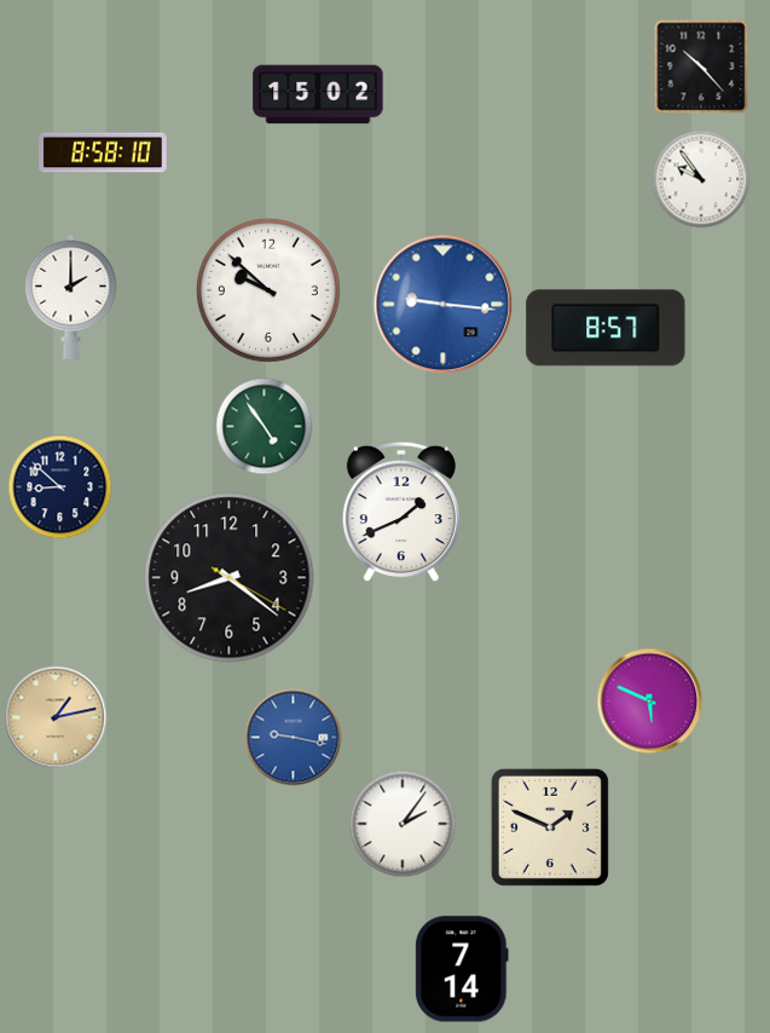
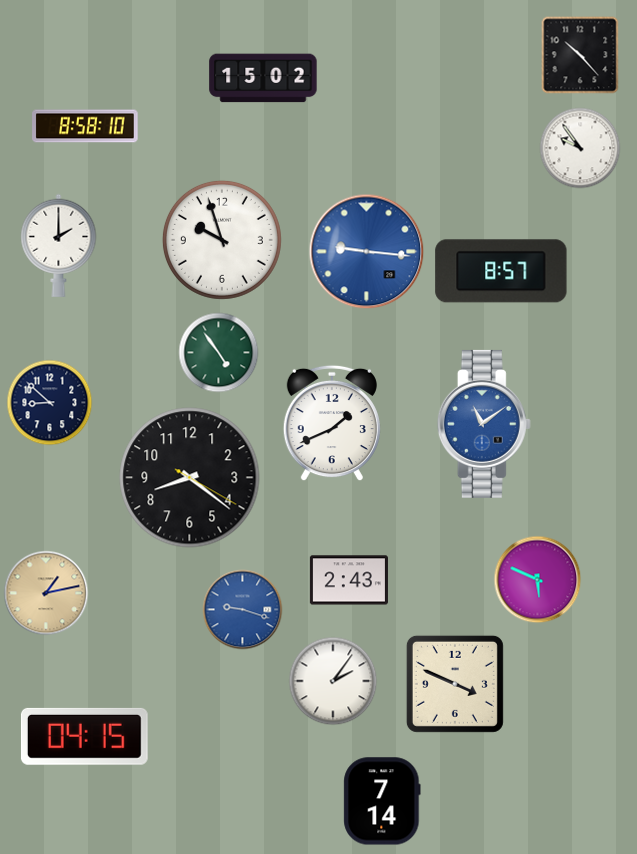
clock at (268, 290): 9:52 -> 9:57
clock at (484, 424): none -> 11:09
clock at (349, 580): none -> 2:43
clock at (294, 738): 9:17 -> 9:18
clock at (550, 827): 1:49 -> 3:49
clock at (84, 736): none -> 04:15
